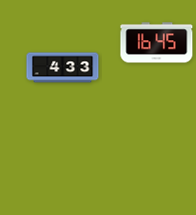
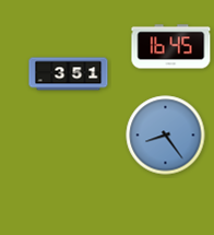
clock at (63, 68): 4:33 -> 3:51
clock at (166, 136): none -> 8:24
